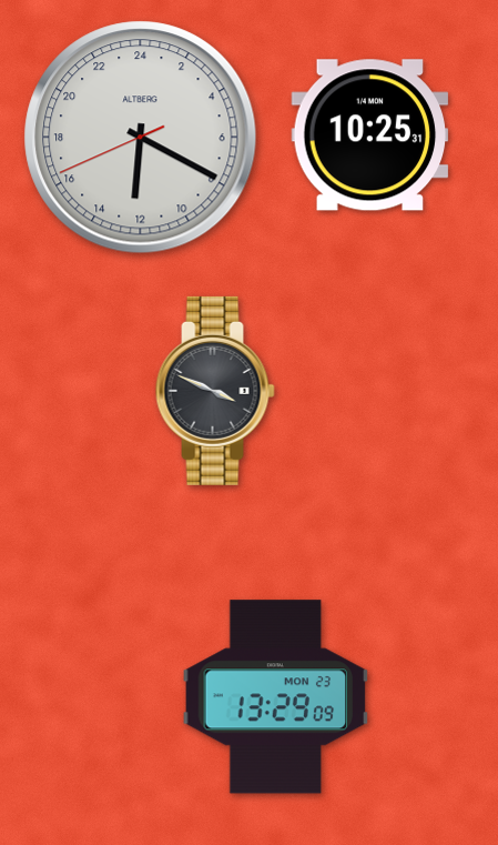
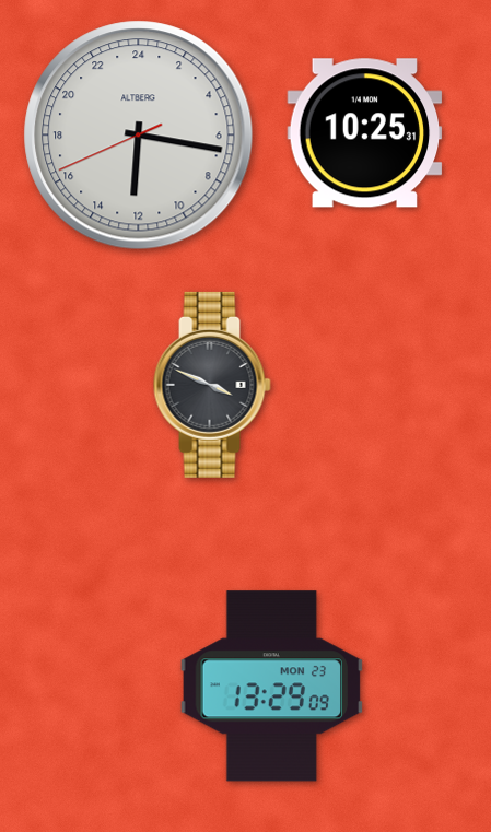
clock at (141, 138): 12:19 -> 12:16
